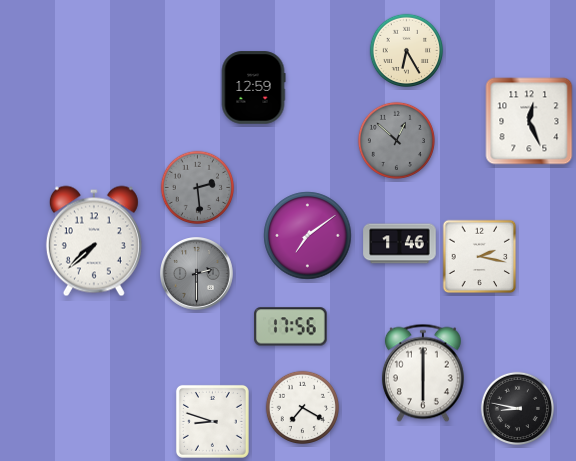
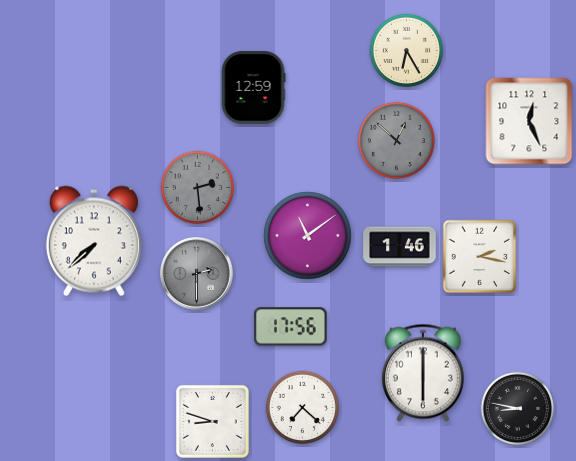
clock at (308, 236): 7:09 -> 11:09
clock at (400, 244) position: (400, 244) -> (400, 247)
clock at (303, 408): 7:20 -> 7:22
